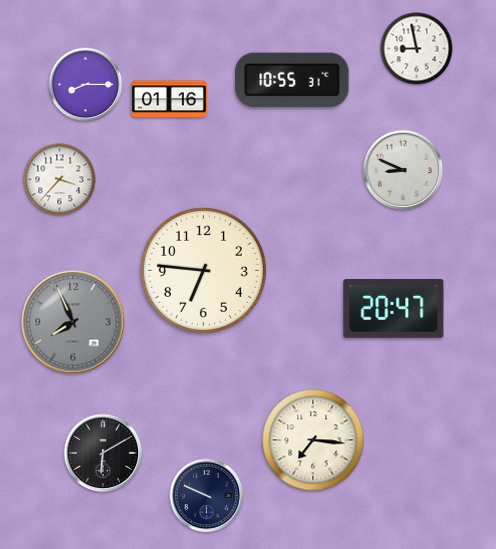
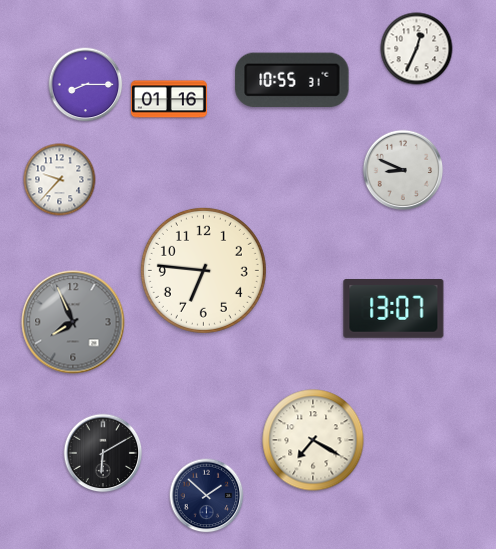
clock at (417, 49): 8:58 -> 12:34
clock at (60, 180): 3:37 -> 9:37
clock at (394, 309): 20:47 -> 13:07
clock at (313, 440): 7:16 -> 7:20
clock at (207, 496): 9:49 -> 1:52
